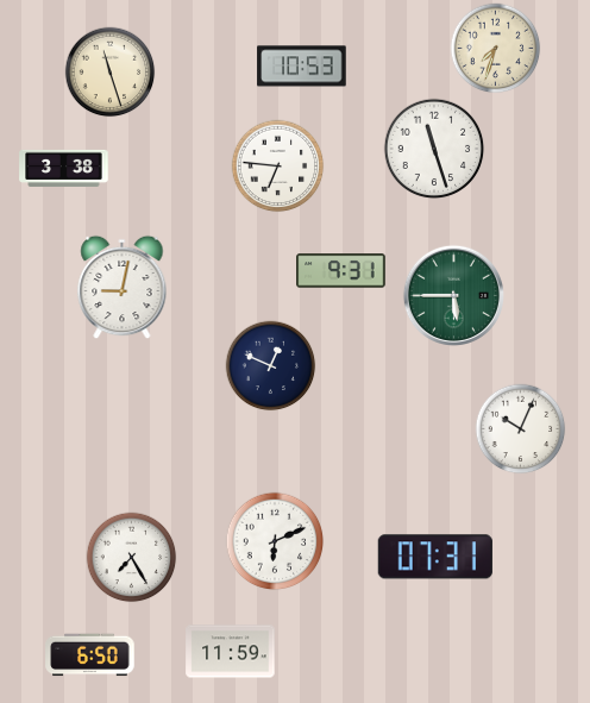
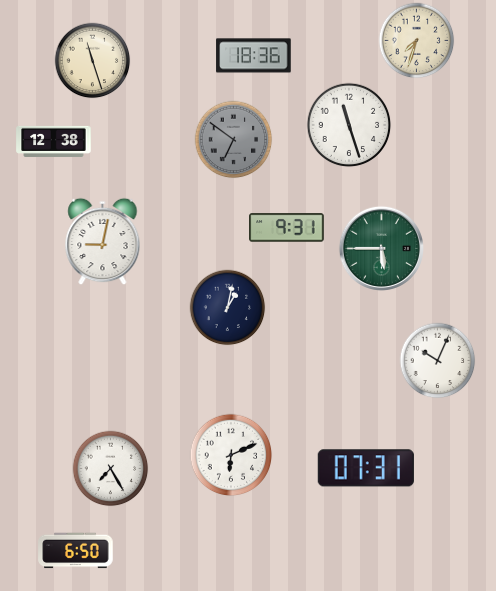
clock at (302, 67): 10:53 -> 18:36
clock at (434, 149) position: (434, 149) -> (349, 125)
clock at (278, 167): 6:46 -> 6:51
clock at (278, 167) dial: white -> grey
clock at (64, 168): 3:38 -> 12:38
clock at (271, 366): 12:49 -> 1:02
clock at (231, 652): 11:59 -> none
